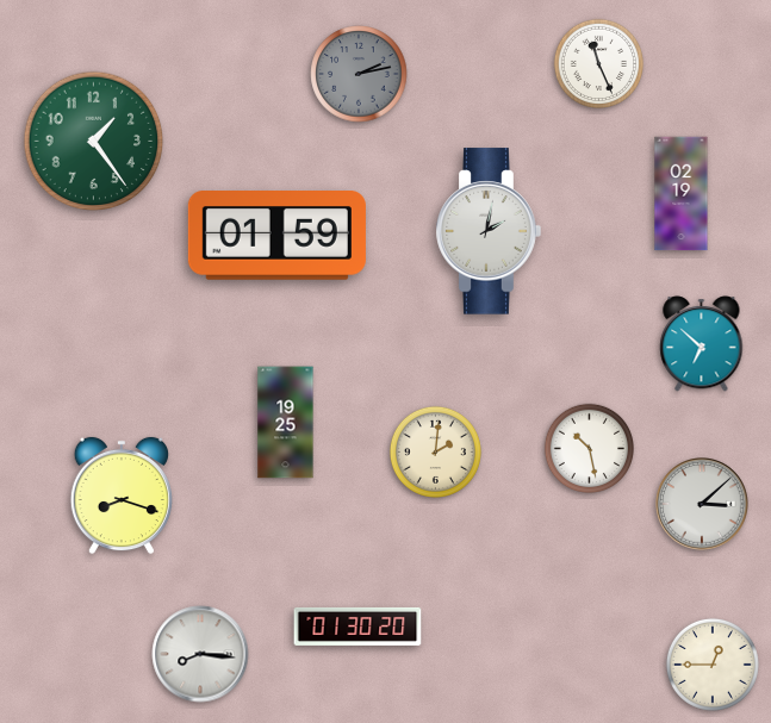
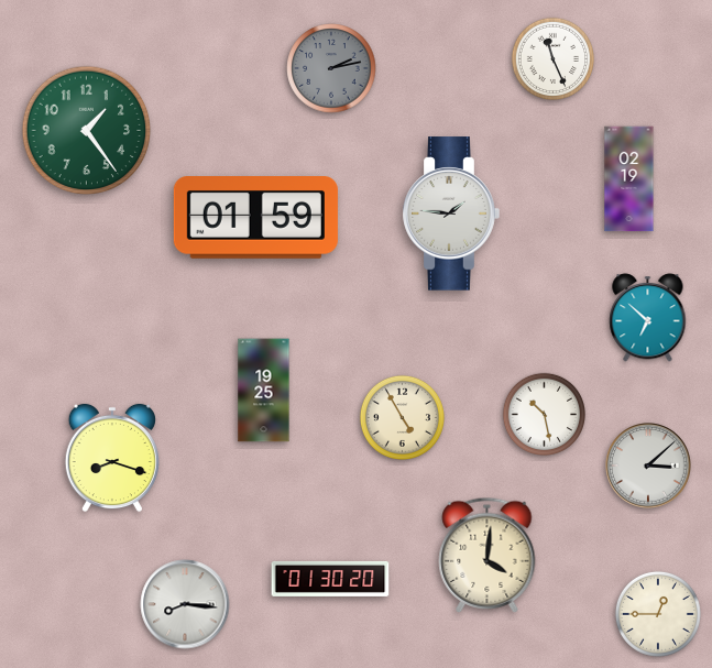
clock at (489, 231): 2:02 -> 1:46
clock at (435, 451): 2:01 -> 4:55
clock at (488, 555): none -> 4:01
